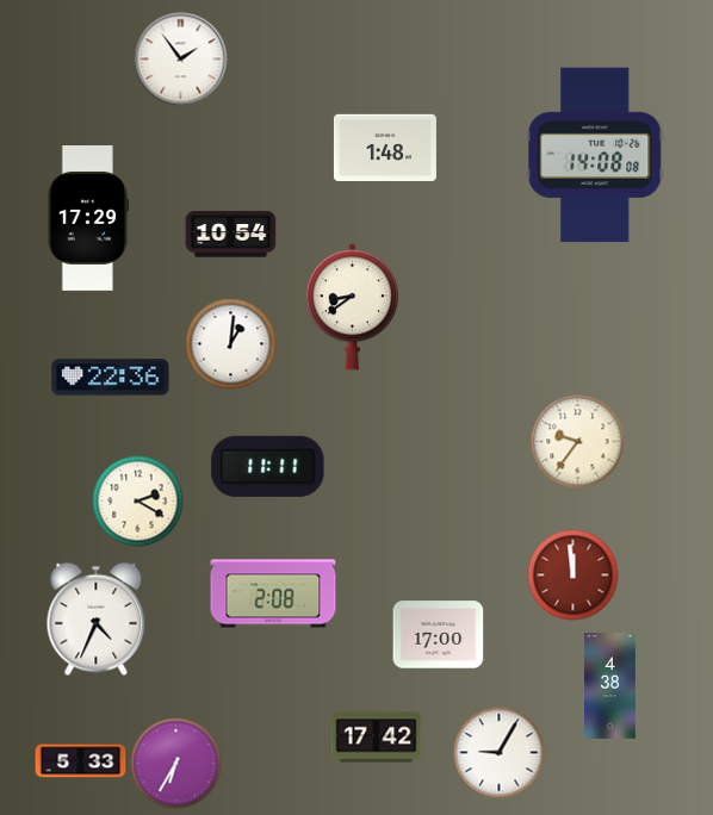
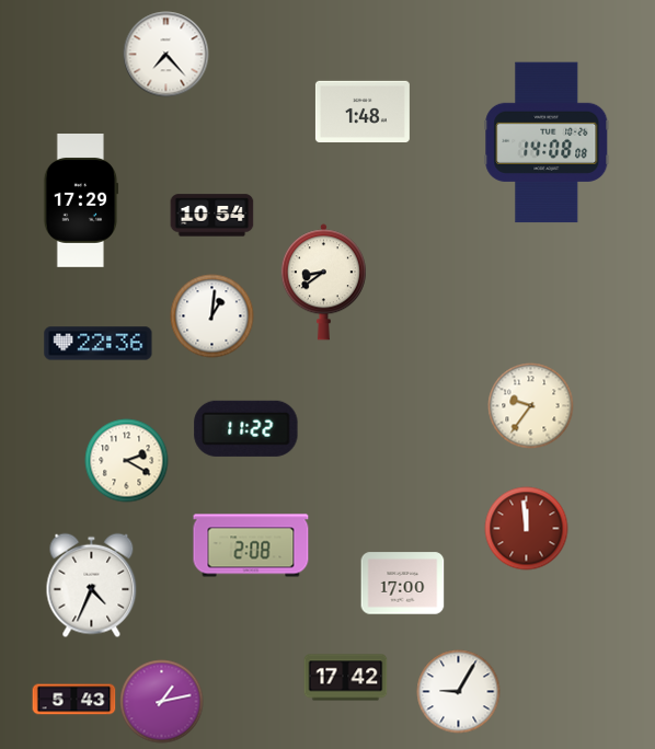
clock at (181, 60): 1:54 -> 7:23
clock at (385, 147) position: (385, 147) -> (363, 111)
clock at (111, 378) position: (111, 378) -> (99, 344)
clock at (268, 466): 11:11 -> 11:22
clock at (97, 620) position: (97, 620) -> (92, 586)
clock at (610, 686): 4:38 -> none
clock at (81, 761): 5:33 -> 5:43
clock at (176, 764): 6:35 -> 1:13
